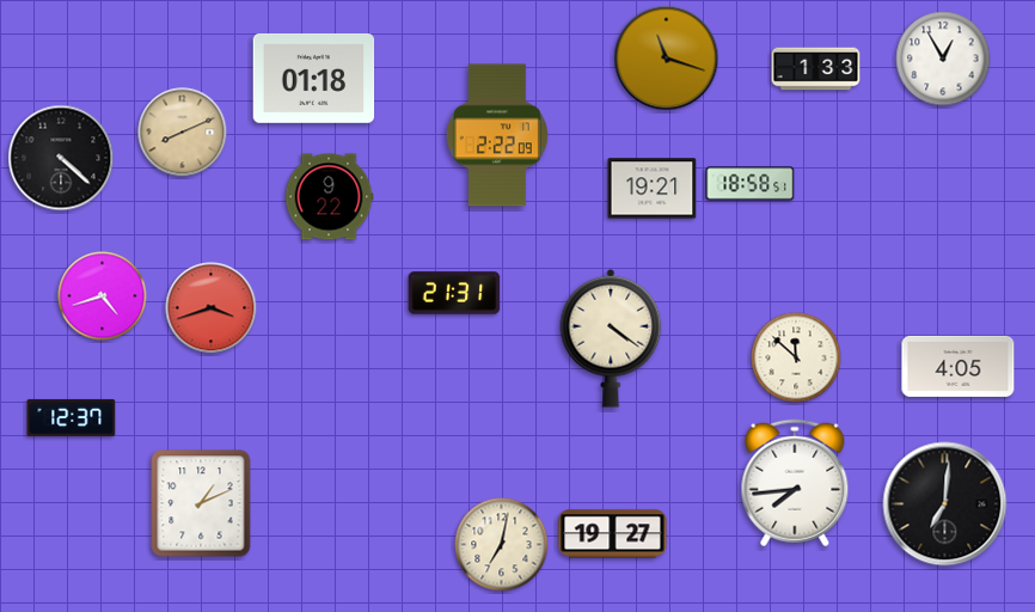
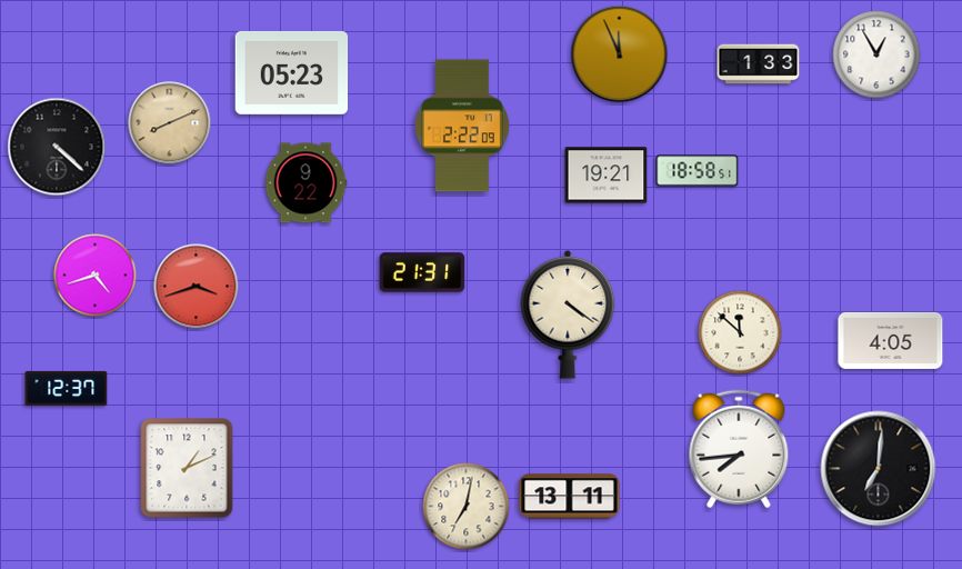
clock at (667, 59): 11:18 -> 11:56
clock at (314, 78): 01:18 -> 05:23
clock at (613, 534): 19:27 -> 13:11
